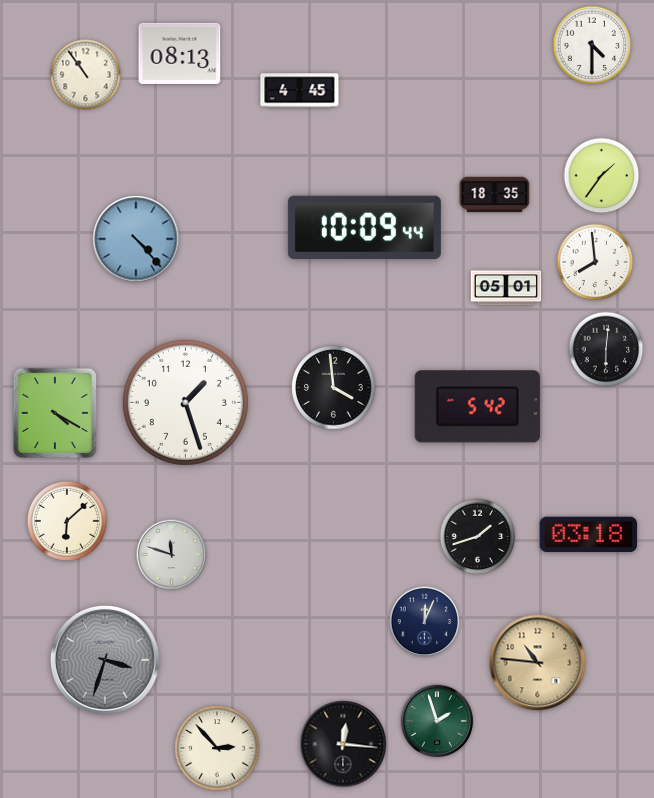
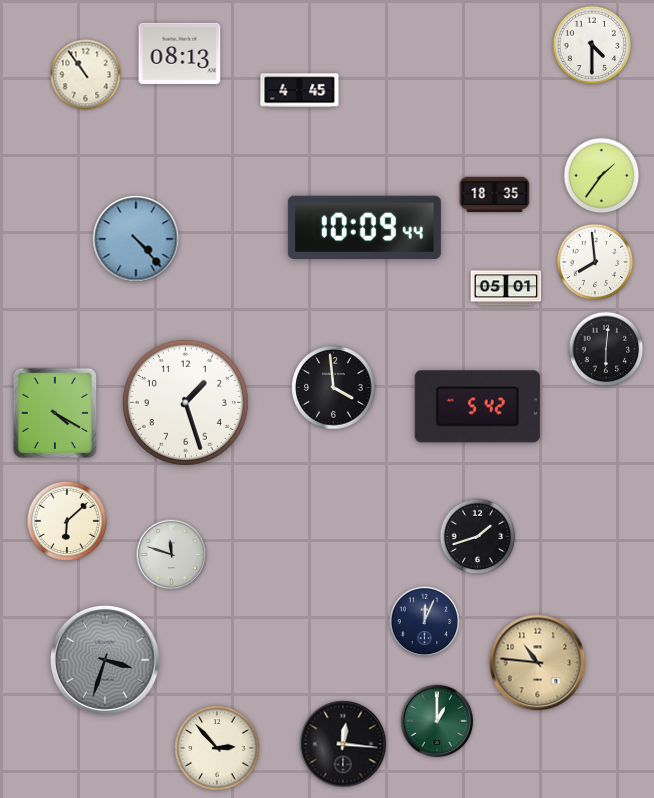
clock at (589, 535): 03:18 -> none
clock at (437, 721): 1:57 -> 1:00
